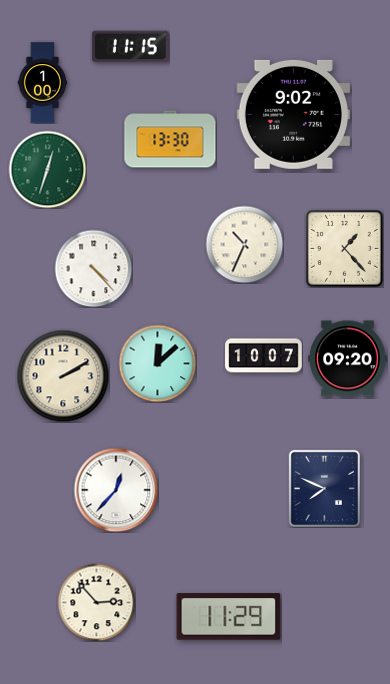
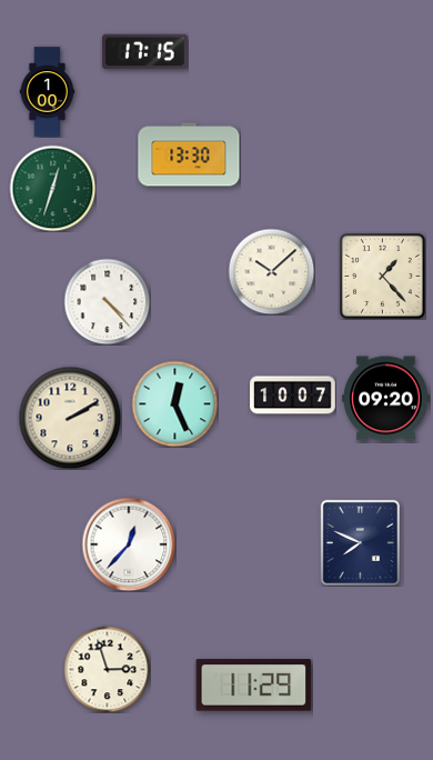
clock at (131, 47): 11:15 -> 17:15
clock at (293, 114): 9:02 -> none
clock at (244, 244): 10:34 -> 10:08
clock at (93, 268) position: (93, 268) -> (107, 301)
clock at (157, 363): 12:08 -> 12:26
clock at (96, 602): 2:53 -> 2:57
